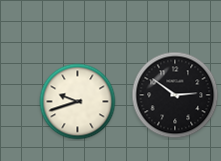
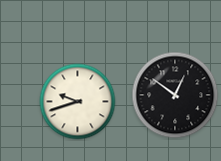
clock at (175, 95): 2:51 -> 12:51
